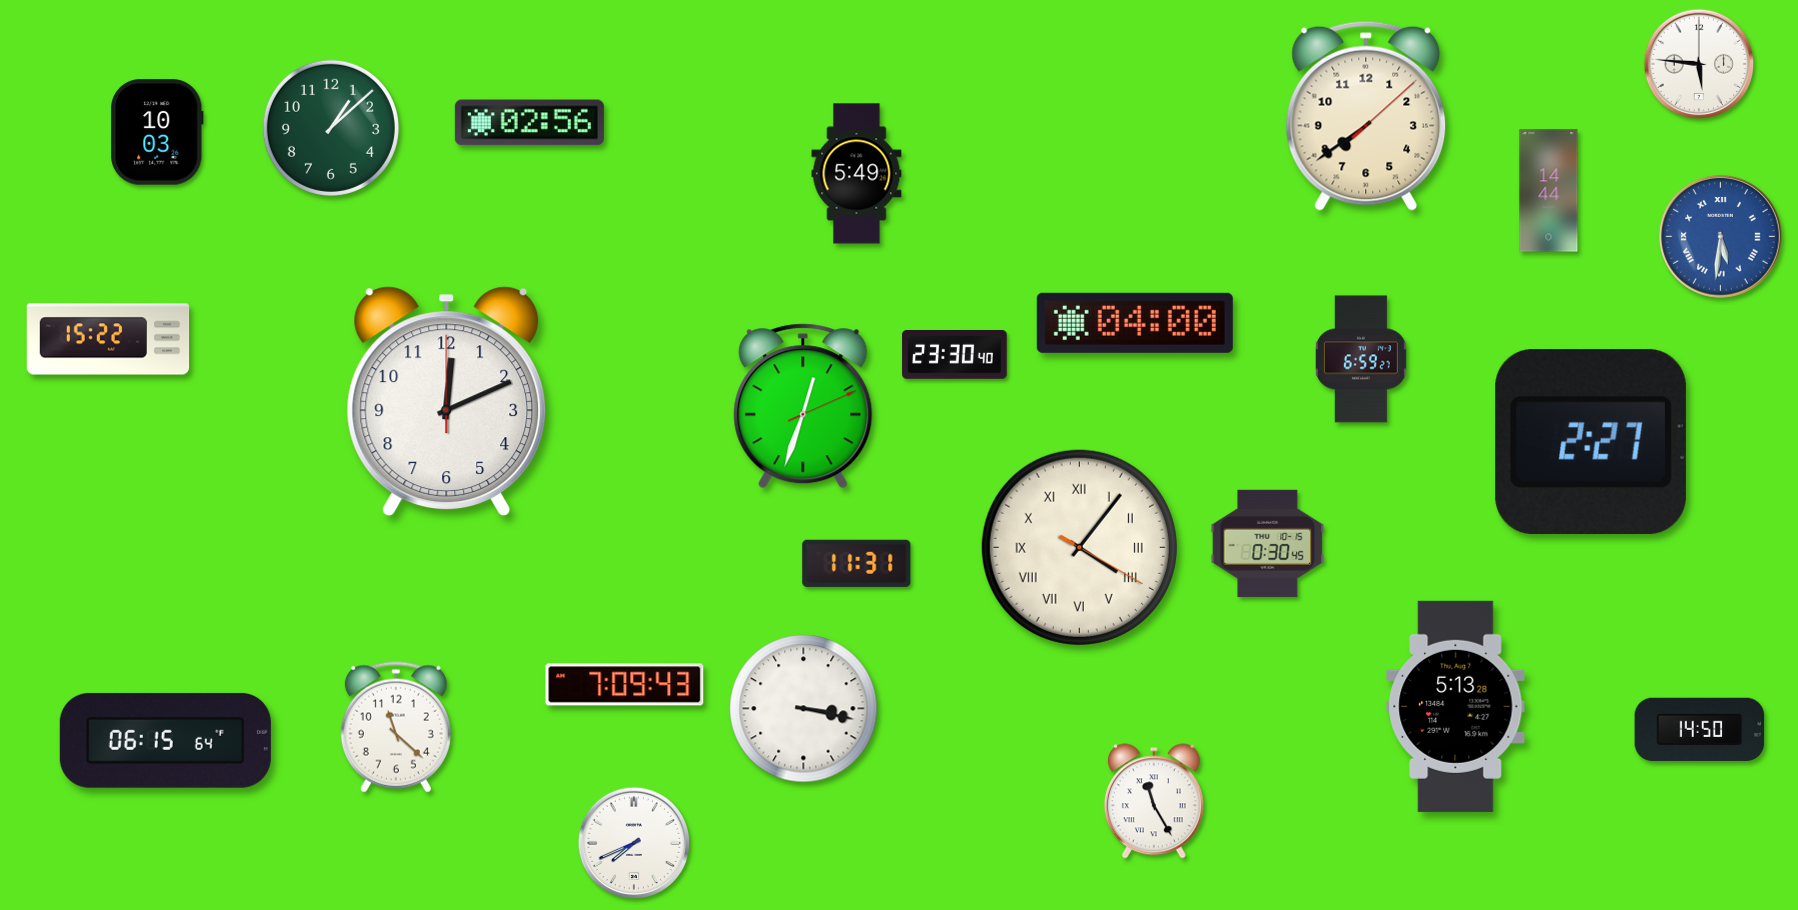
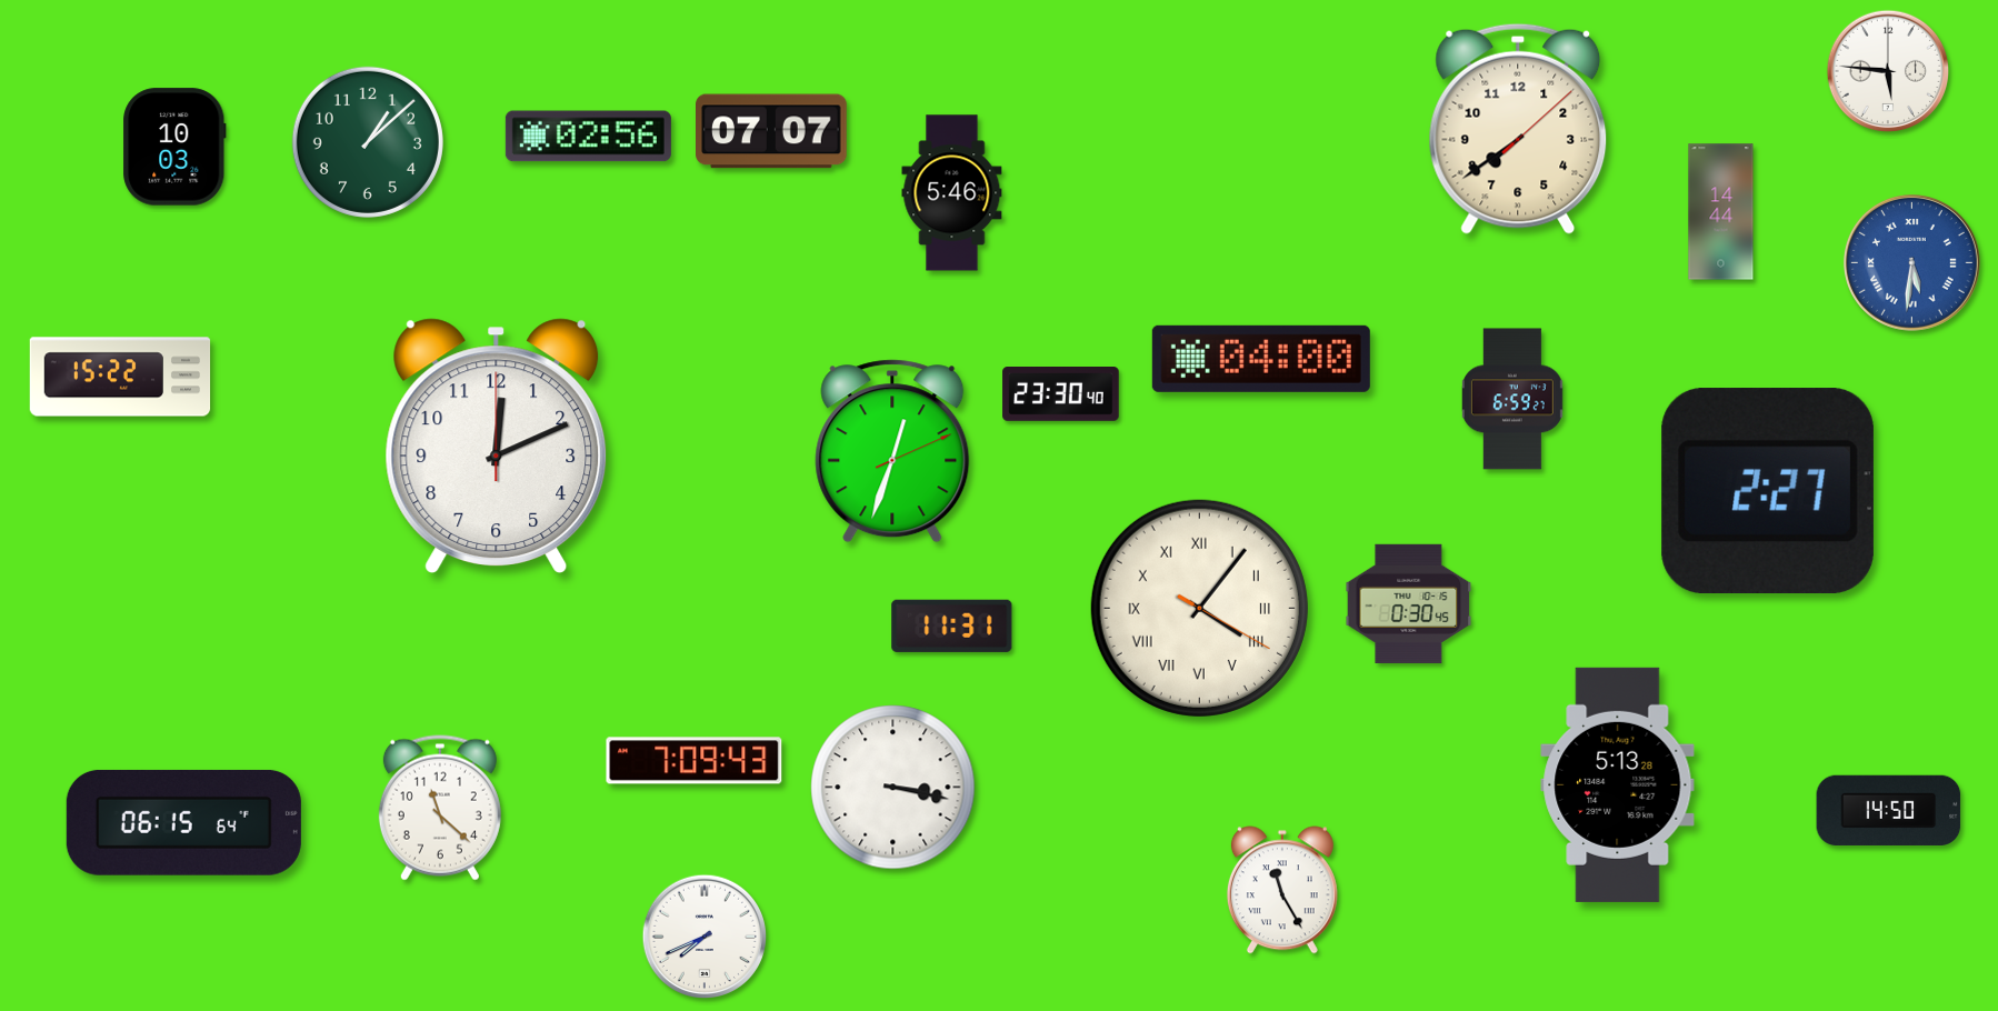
clock at (772, 131): none -> 07:07
clock at (857, 174): 5:49 -> 5:46
